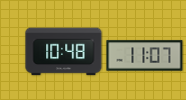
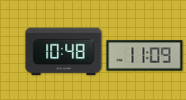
clock at (145, 56): 11:07 -> 11:09
